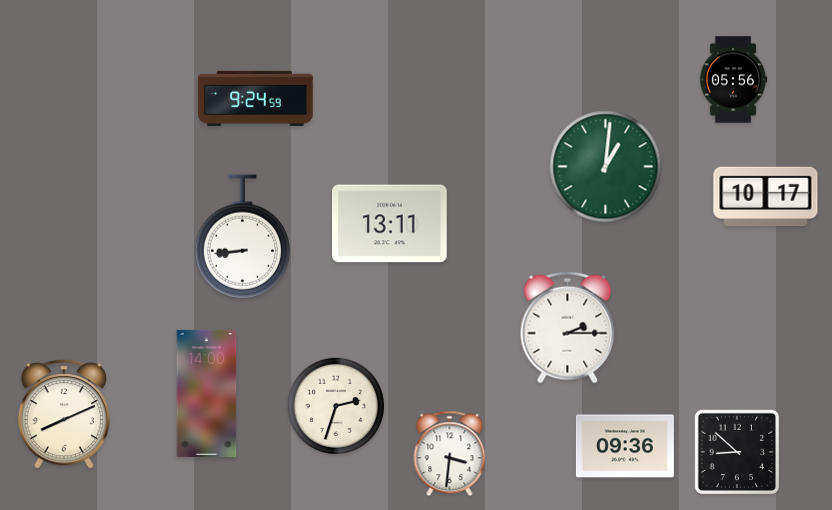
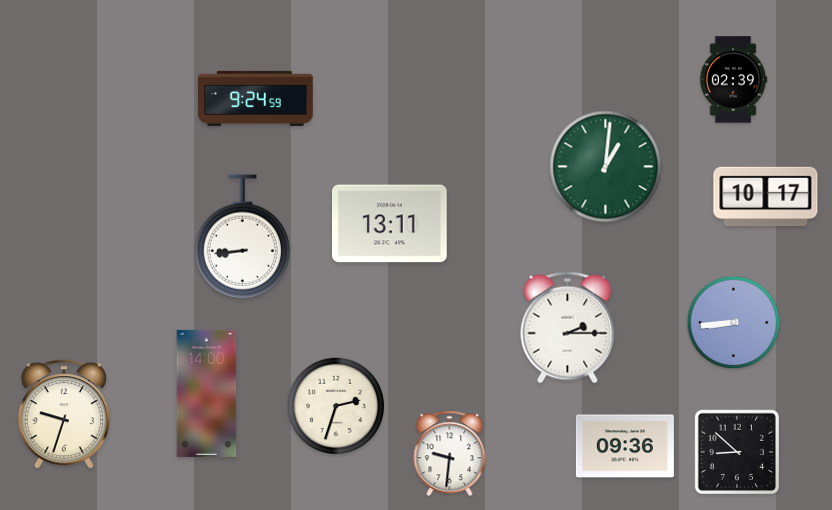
clock at (733, 80): 05:56 -> 02:39
clock at (734, 323): none -> 8:44
clock at (64, 414): 8:11 -> 9:33
clock at (450, 454): 3:31 -> 9:31
